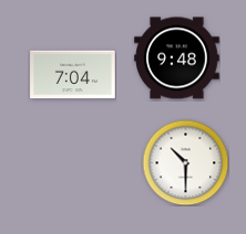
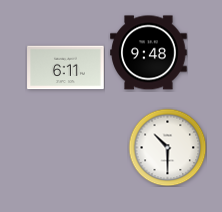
clock at (177, 59) position: (177, 59) -> (149, 53)
clock at (73, 75): 7:04 -> 6:11
